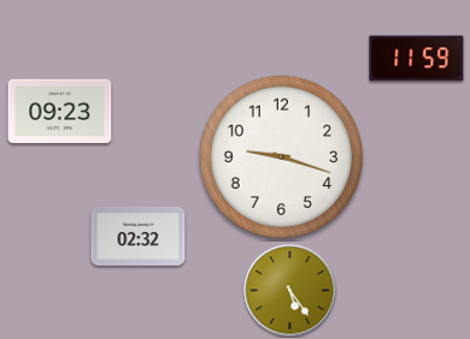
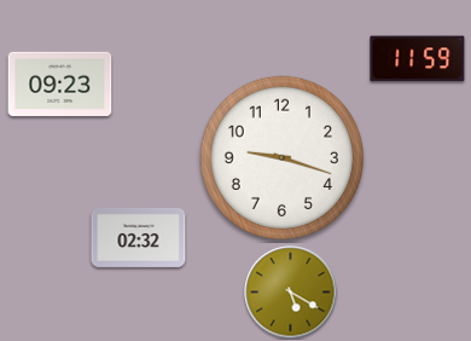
clock at (60, 111) position: (60, 111) -> (60, 83)
clock at (290, 291): 5:24 -> 5:20
